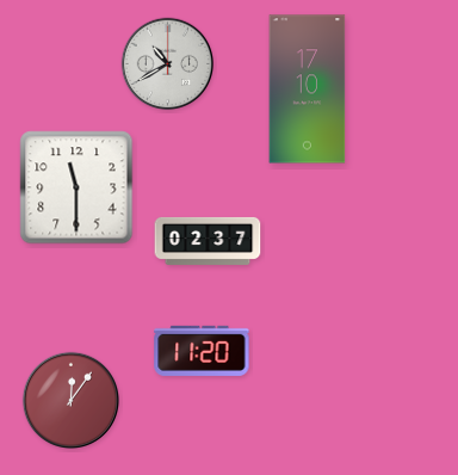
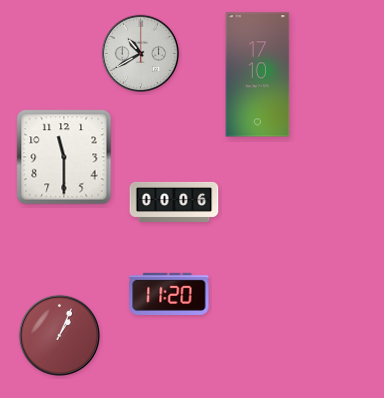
clock at (208, 241): 02:37 -> 00:06
clock at (70, 400): 12:06 -> 1:04
